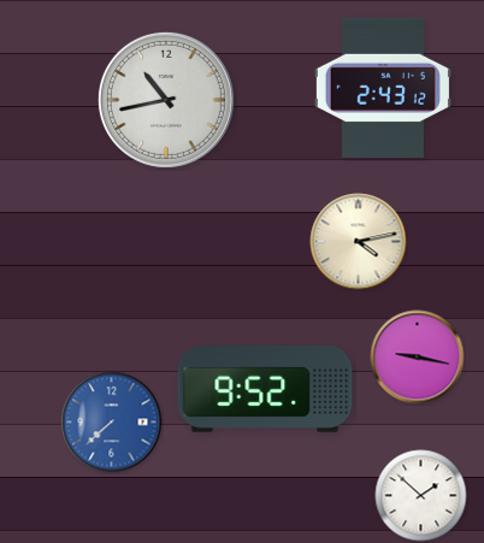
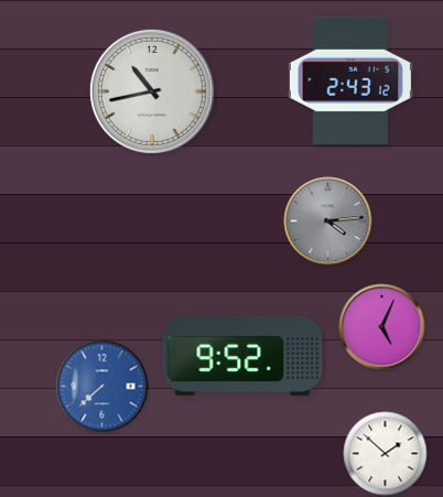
clock at (359, 242): 4:13 -> 4:14
clock at (359, 242) dial: cream -> grey
clock at (418, 358): 9:17 -> 5:04
